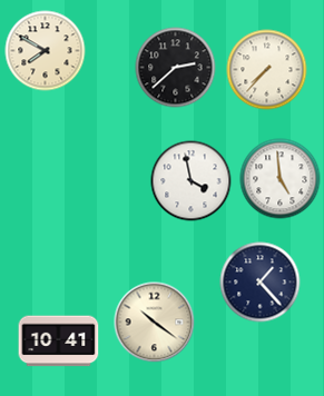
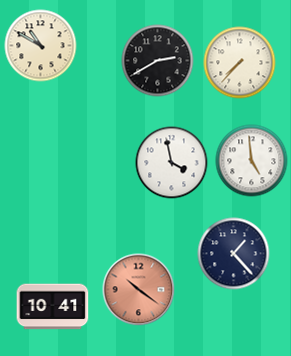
clock at (46, 51): 7:50 -> 10:50
clock at (176, 68): 2:38 -> 2:40
clock at (155, 323) dial: cream -> salmon
